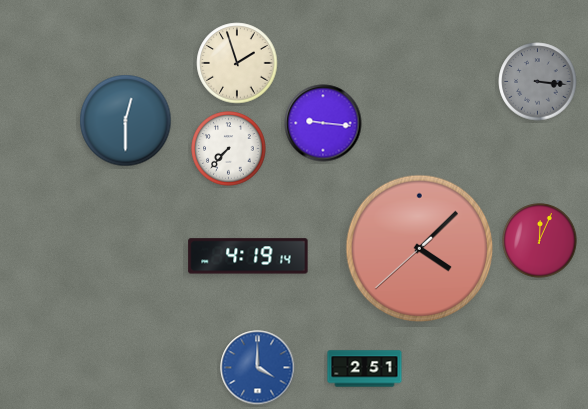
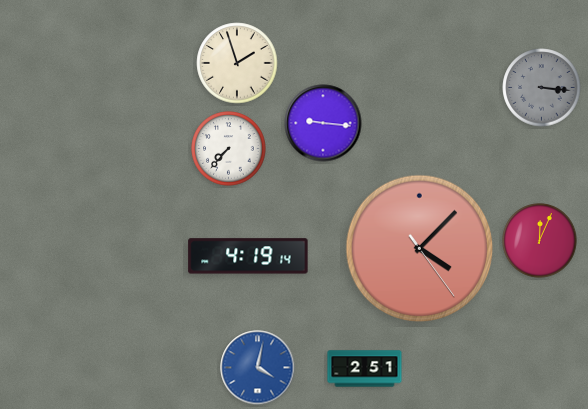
clock at (538, 82) position: (538, 82) -> (542, 88)
clock at (126, 121): 12:30 -> none
clock at (420, 249): 4:07:38 -> 4:07:24
clock at (258, 368): 4:00 -> 4:02
